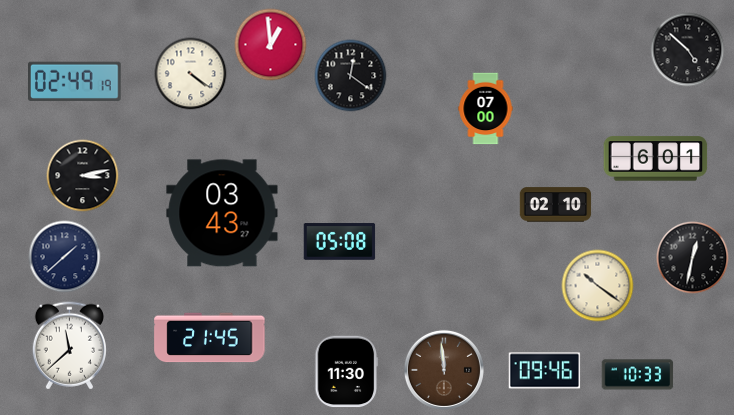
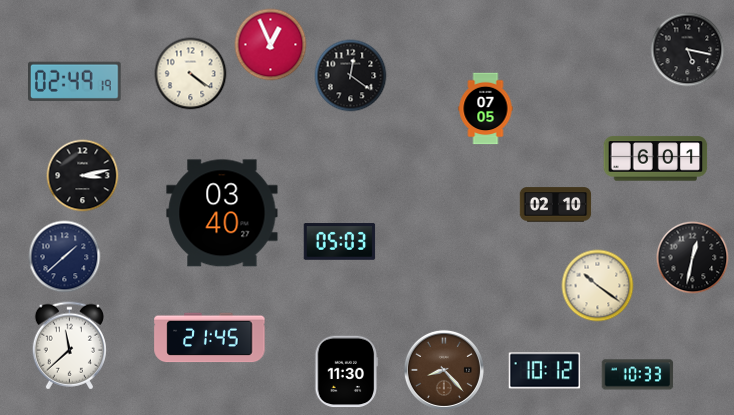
clock at (271, 45): 12:59 -> 12:56
clock at (688, 50): 4:52 -> 5:17
clock at (486, 109): 07:00 -> 07:05
clock at (222, 213): 03:43 -> 03:40
clock at (340, 242): 05:08 -> 05:03
clock at (444, 370): 11:59 -> 8:23
clock at (545, 371): 09:46 -> 10:12
